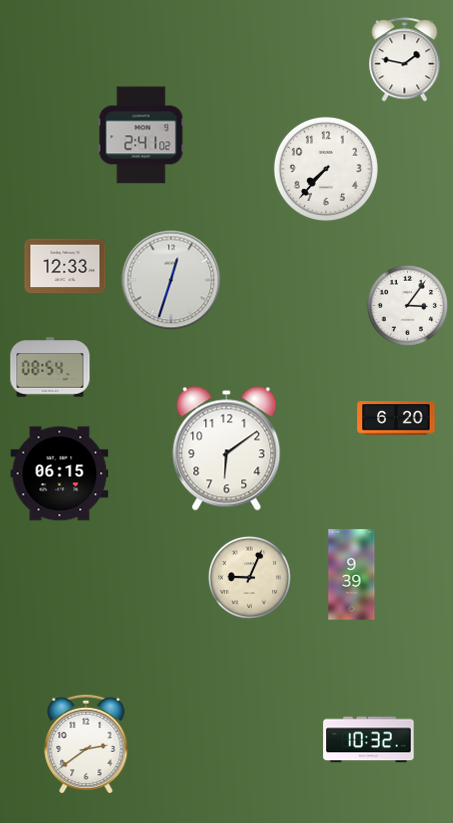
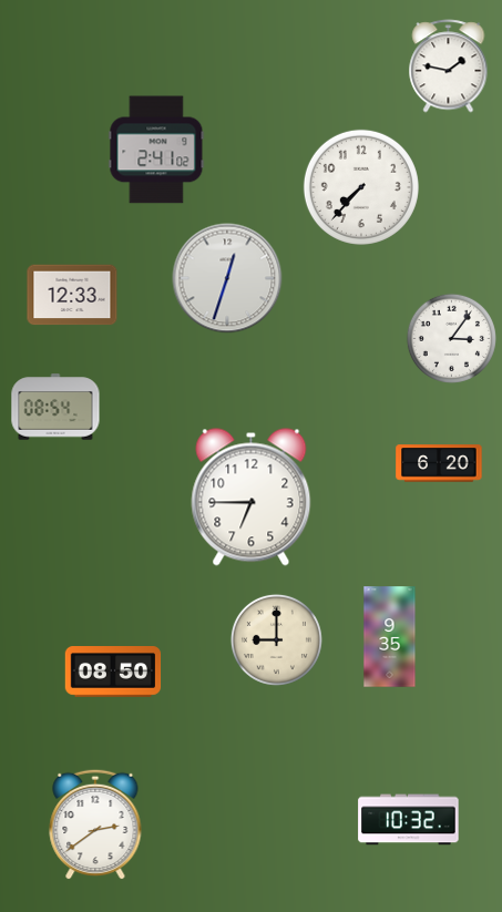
clock at (171, 280) position: (171, 280) -> (227, 278)
clock at (227, 449): 6:09 -> 6:45
clock at (60, 474): 06:15 -> none
clock at (352, 575): 9:39 -> 9:35
clock at (249, 577): 9:04 -> 9:00
clock at (113, 673): none -> 08:50
